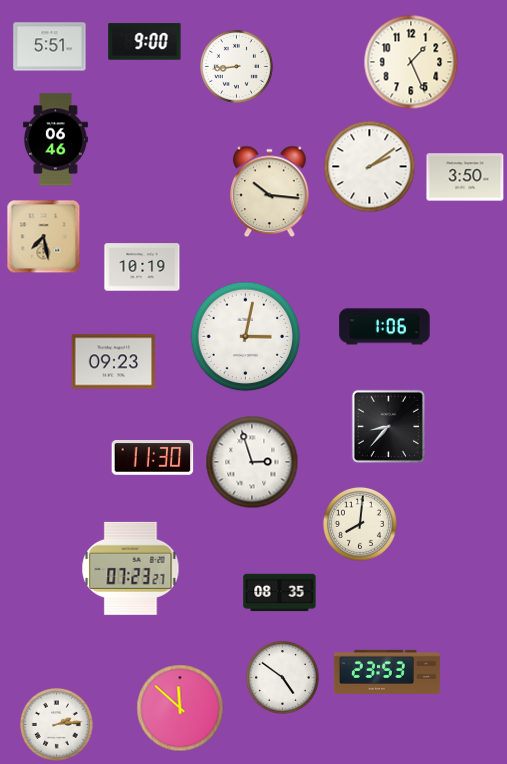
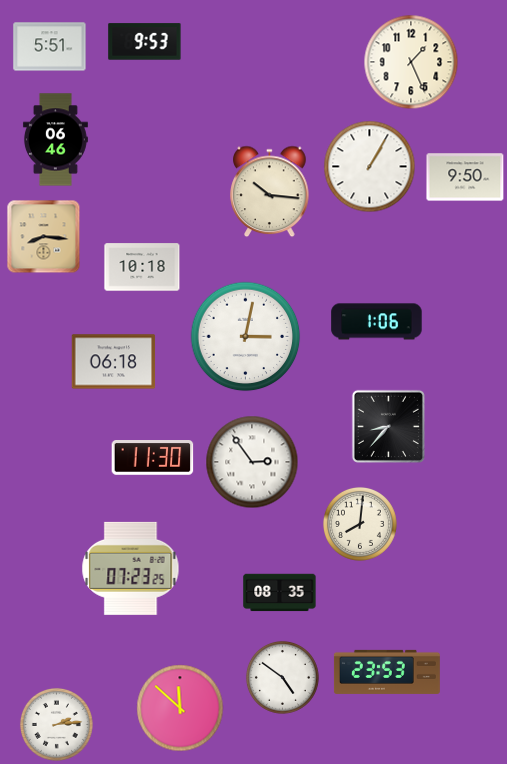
clock at (145, 42): 9:00 -> 9:53
clock at (236, 66): 8:44 -> none
clock at (370, 167): 2:09 -> 1:05
clock at (465, 177): 3:50 -> 9:50
clock at (44, 237): 7:28 -> 8:16
clock at (142, 267): 10:19 -> 10:18
clock at (385, 327) position: (385, 327) -> (377, 322)
clock at (114, 362): 09:23 -> 06:18
clock at (252, 462): 2:57 -> 2:54
clock at (131, 568): 07:23:27 -> 07:23:25
